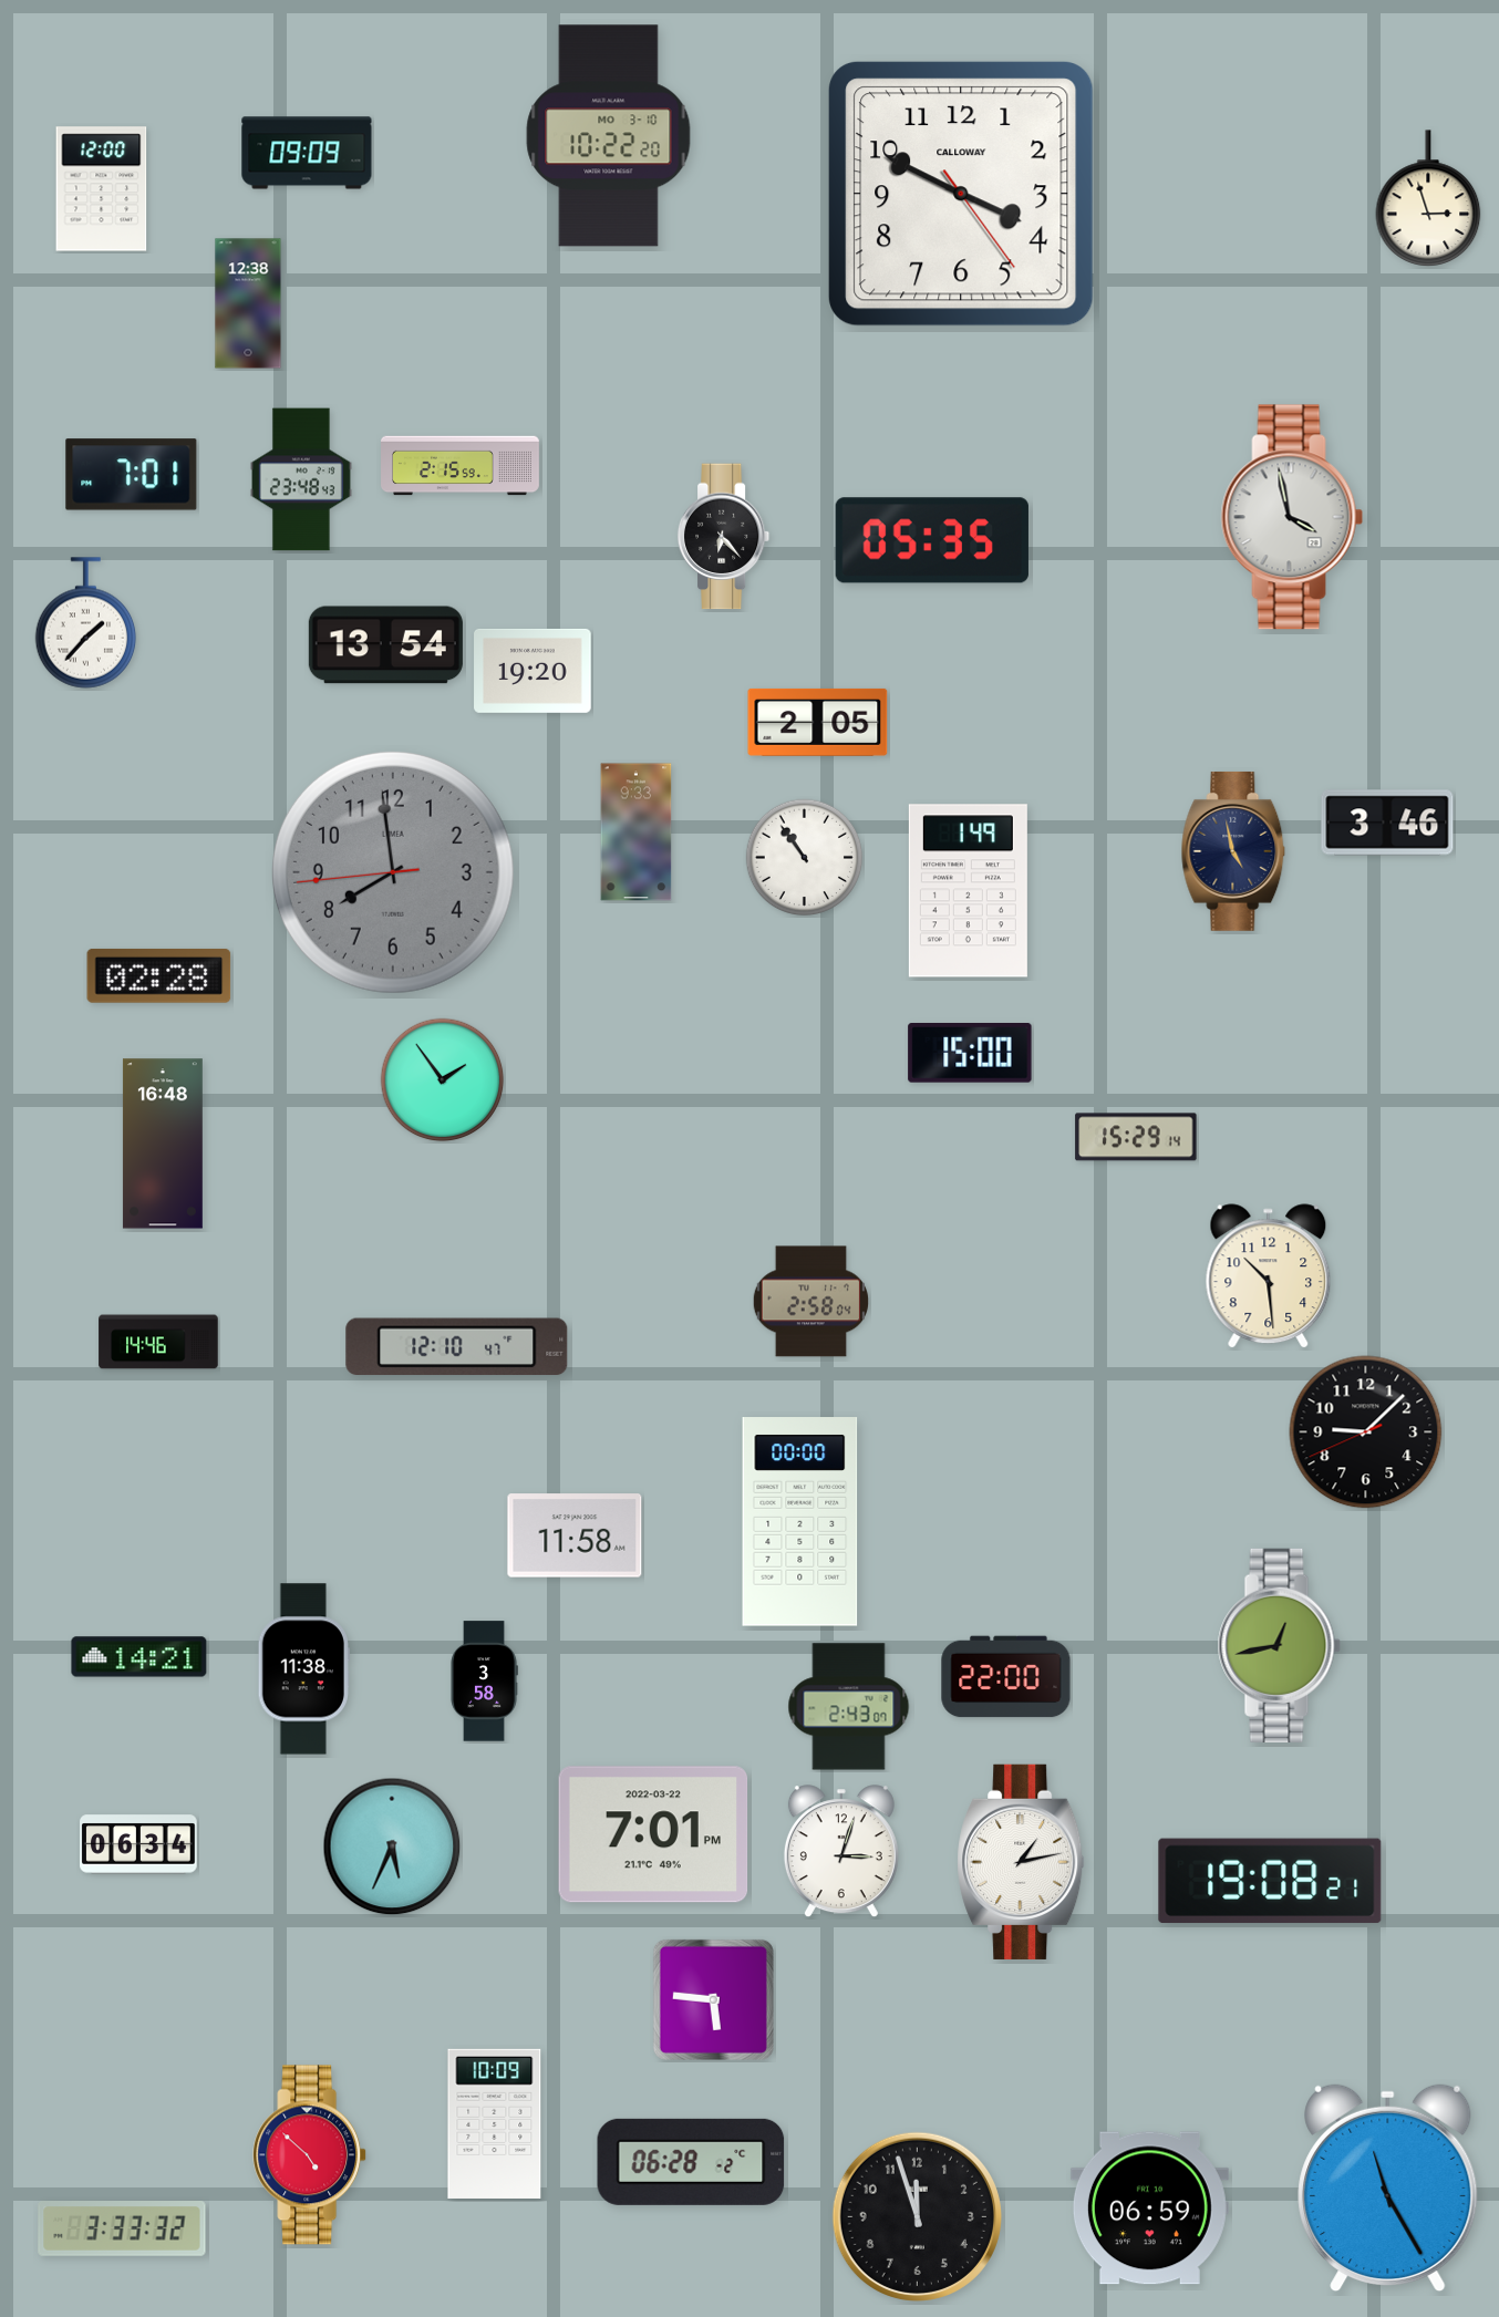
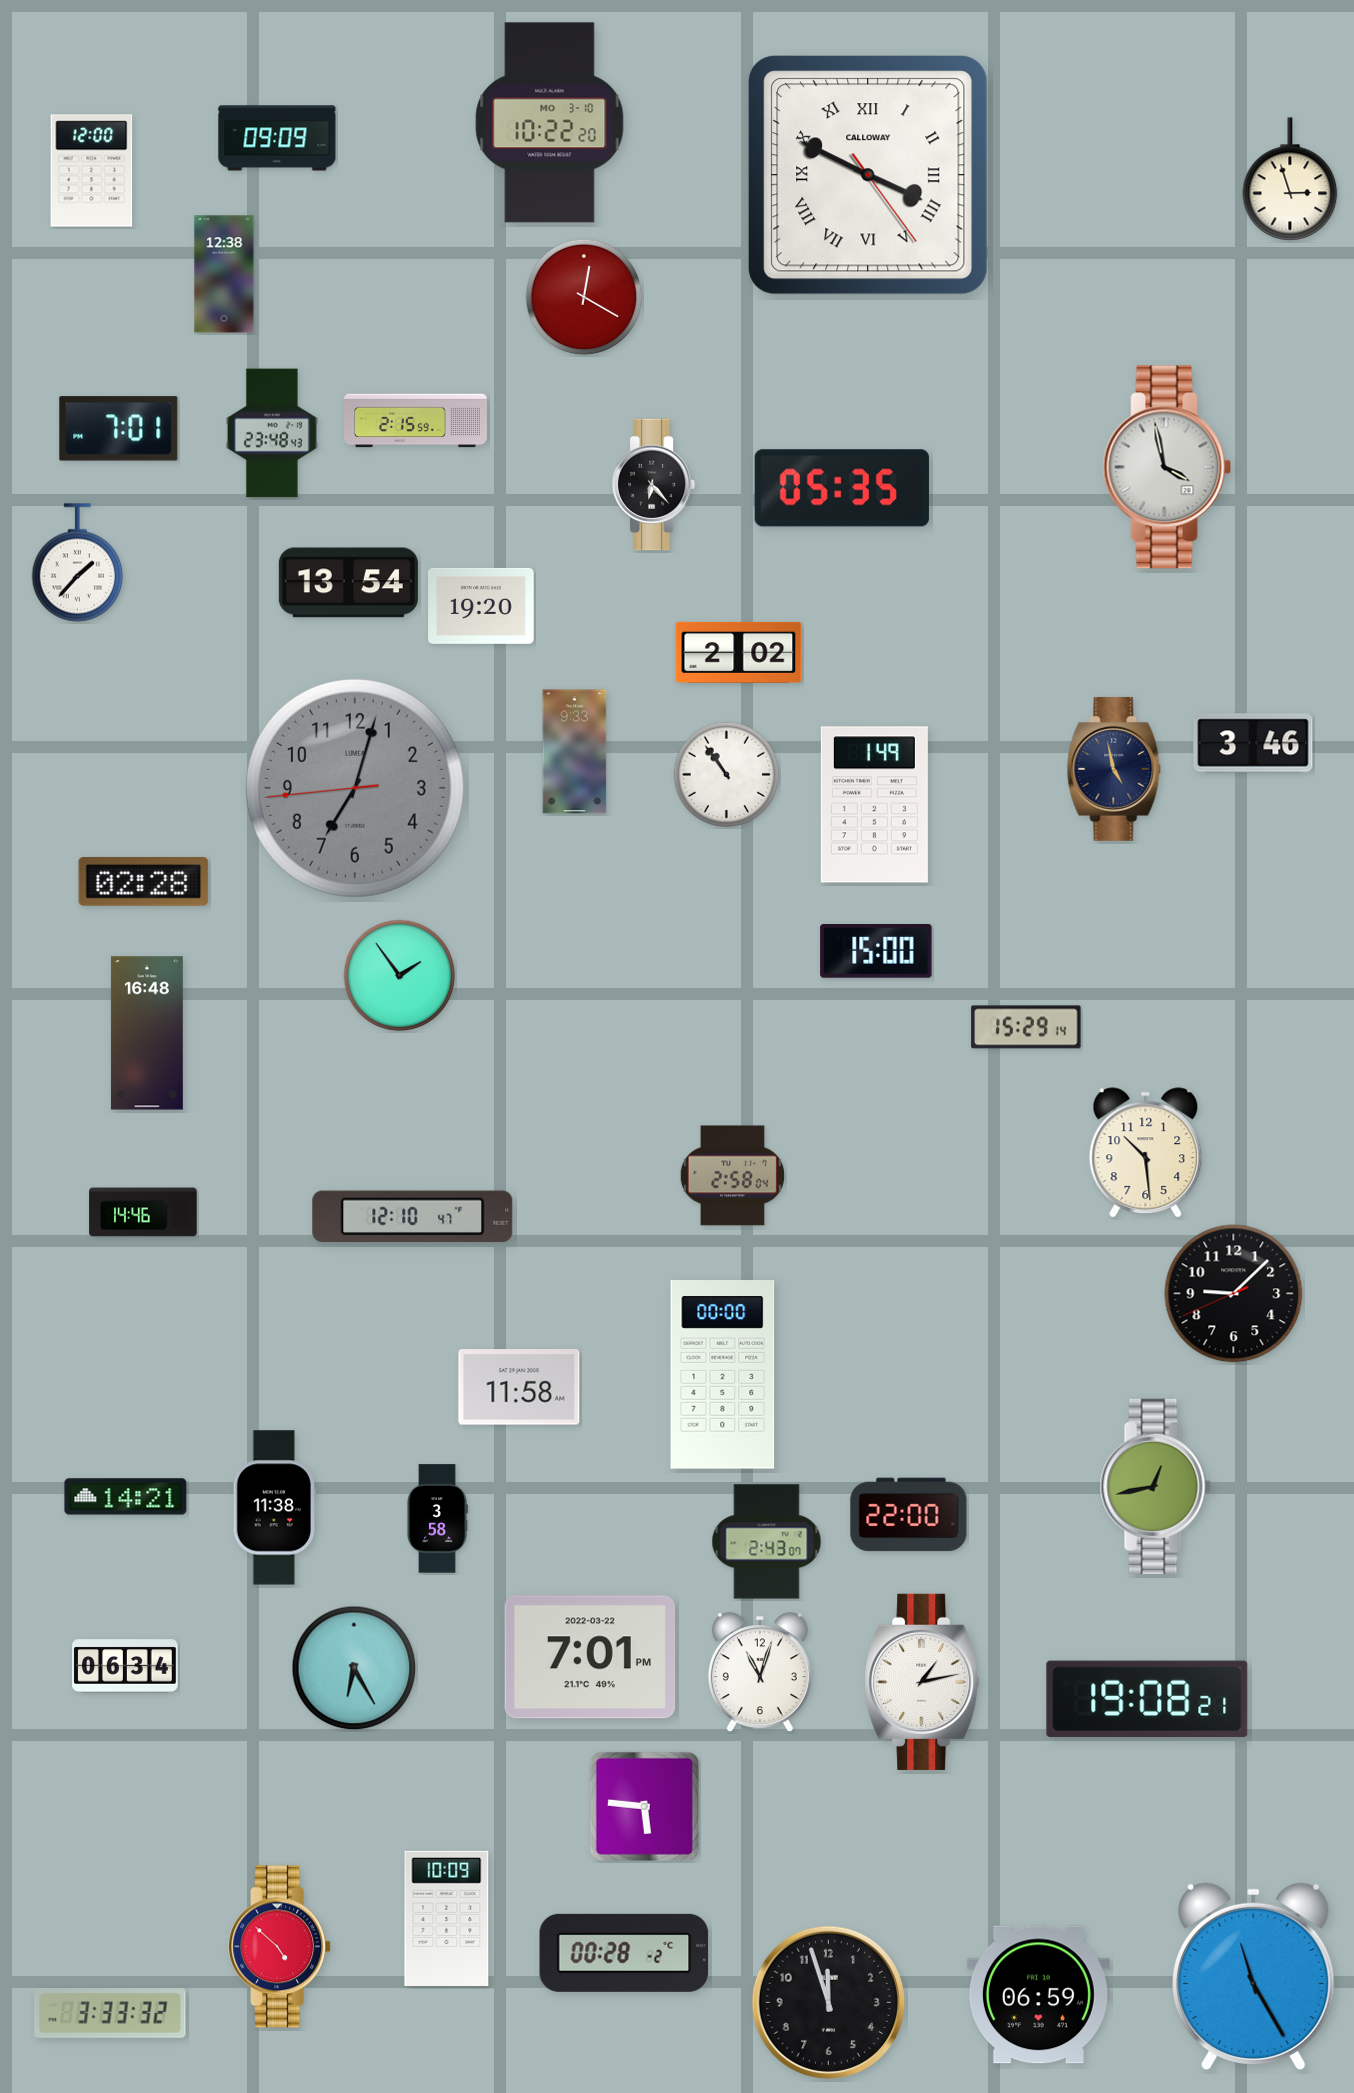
clock at (961, 194) numerals: Arabic -> Roman
clock at (584, 297): none -> 12:20
clock at (818, 722): 2:05 -> 2:02
clock at (393, 872): 7:58 -> 7:02
clock at (392, 1847): 5:34 -> 6:25
clock at (841, 1852): 3:03 -> 11:03
clock at (691, 2162): 06:28 -> 00:28
